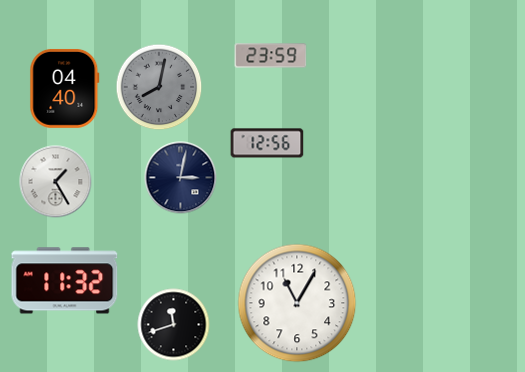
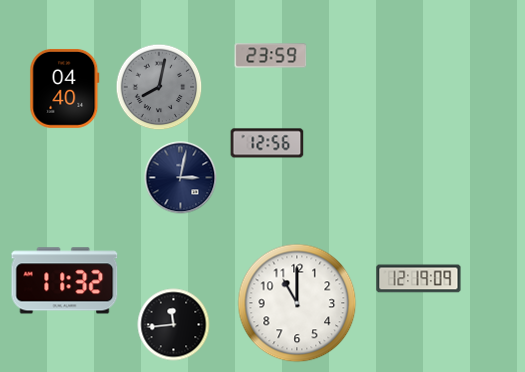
clock at (56, 182): 1:25 -> none
clock at (419, 279): none -> 12:19
clock at (297, 303): 11:05 -> 11:00
clock at (174, 325): 11:42 -> 11:44
